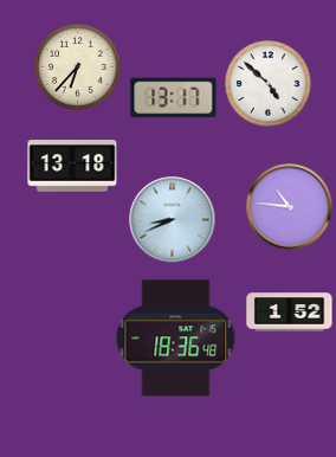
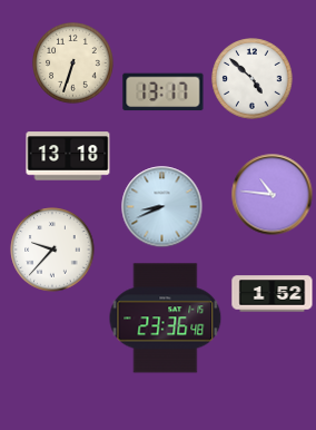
clock at (78, 67): 6:37 -> 6:33
clock at (52, 250): none -> 9:37
clock at (176, 339): 18:36 -> 23:36
